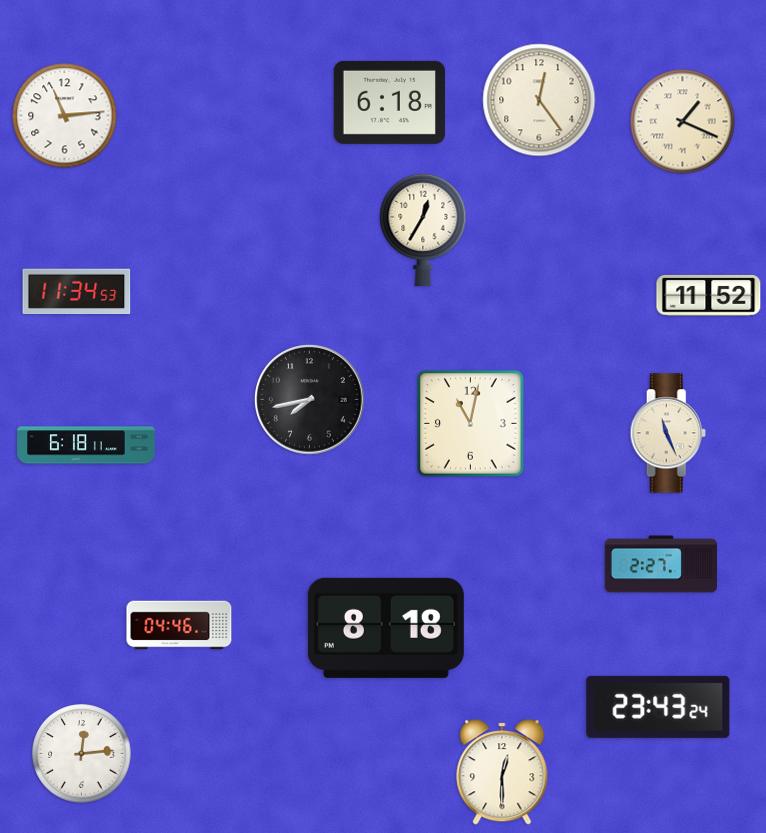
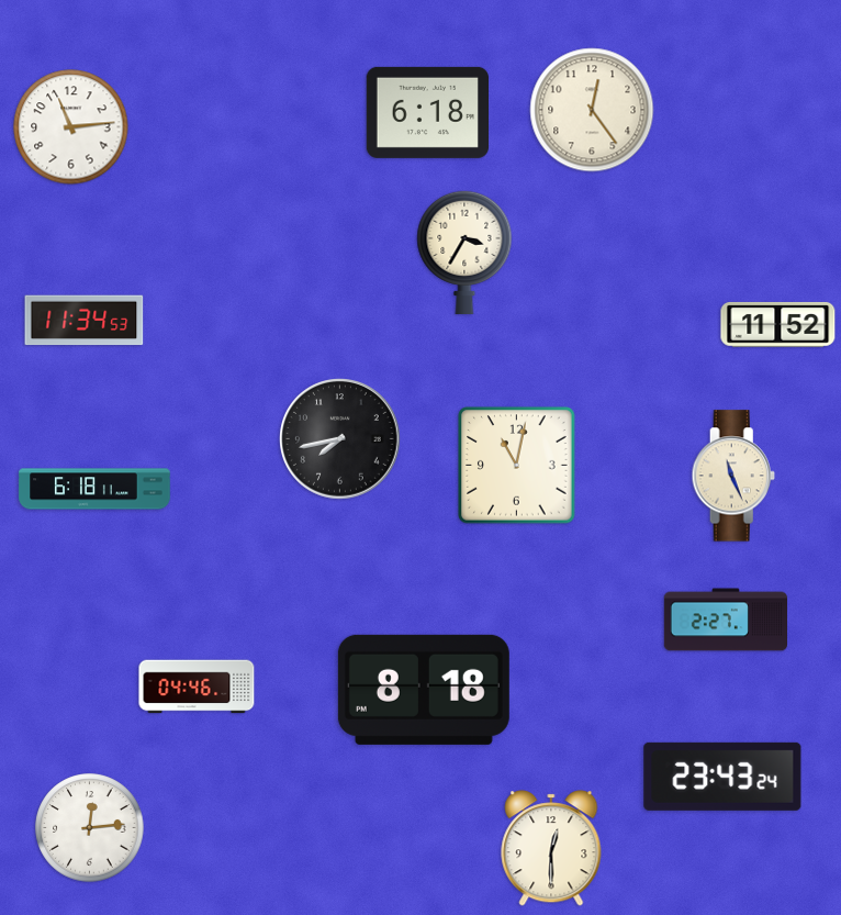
clock at (683, 122): 1:19 -> none
clock at (423, 229): 12:35 -> 3:35
